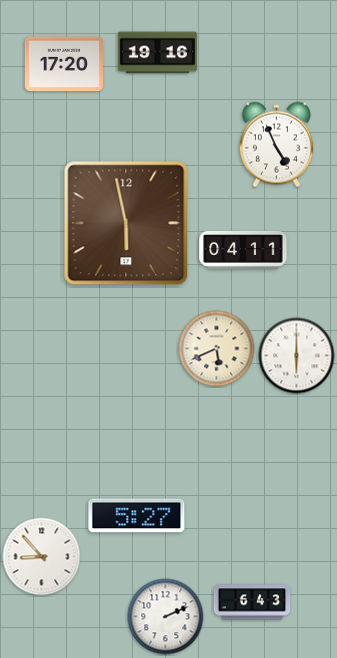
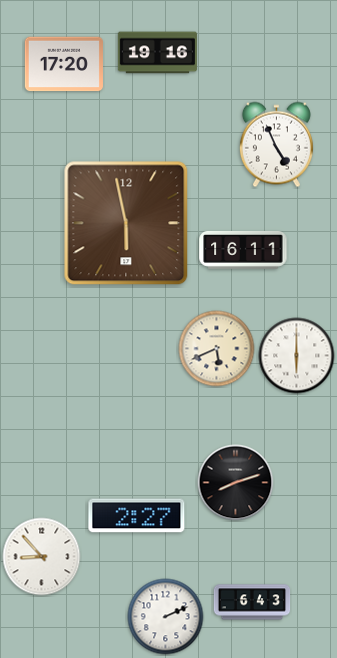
clock at (243, 250): 04:11 -> 16:11
clock at (236, 483): none -> 8:12
clock at (137, 516): 5:27 -> 2:27
